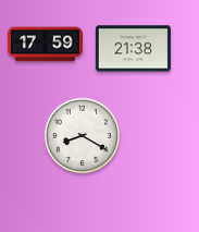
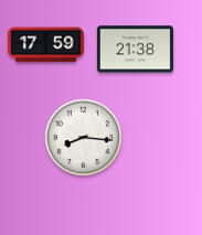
clock at (83, 136): 8:20 -> 8:16
